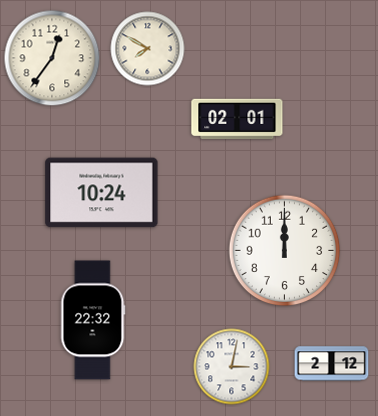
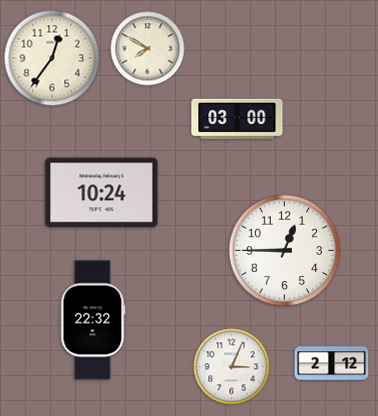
clock at (237, 119): 02:01 -> 03:00
clock at (285, 251): 12:00 -> 12:45
clock at (232, 367): 3:02 -> 3:04
